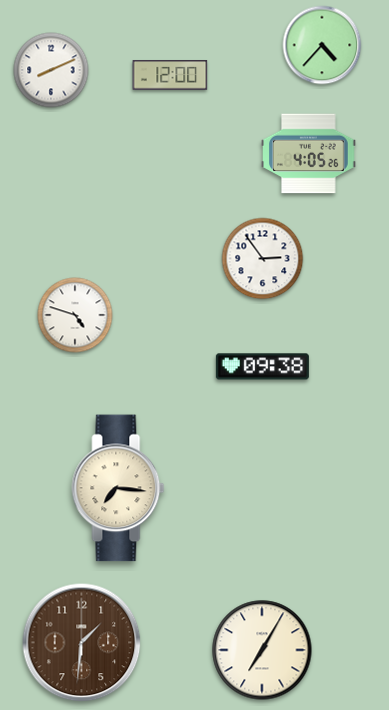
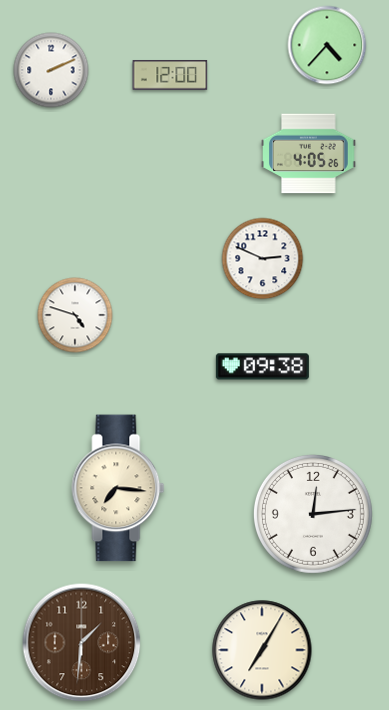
clock at (322, 45) position: (322, 45) -> (327, 45)
clock at (51, 70): 8:11 -> 2:11
clock at (263, 259): 2:54 -> 2:49
clock at (313, 514): none -> 12:14
